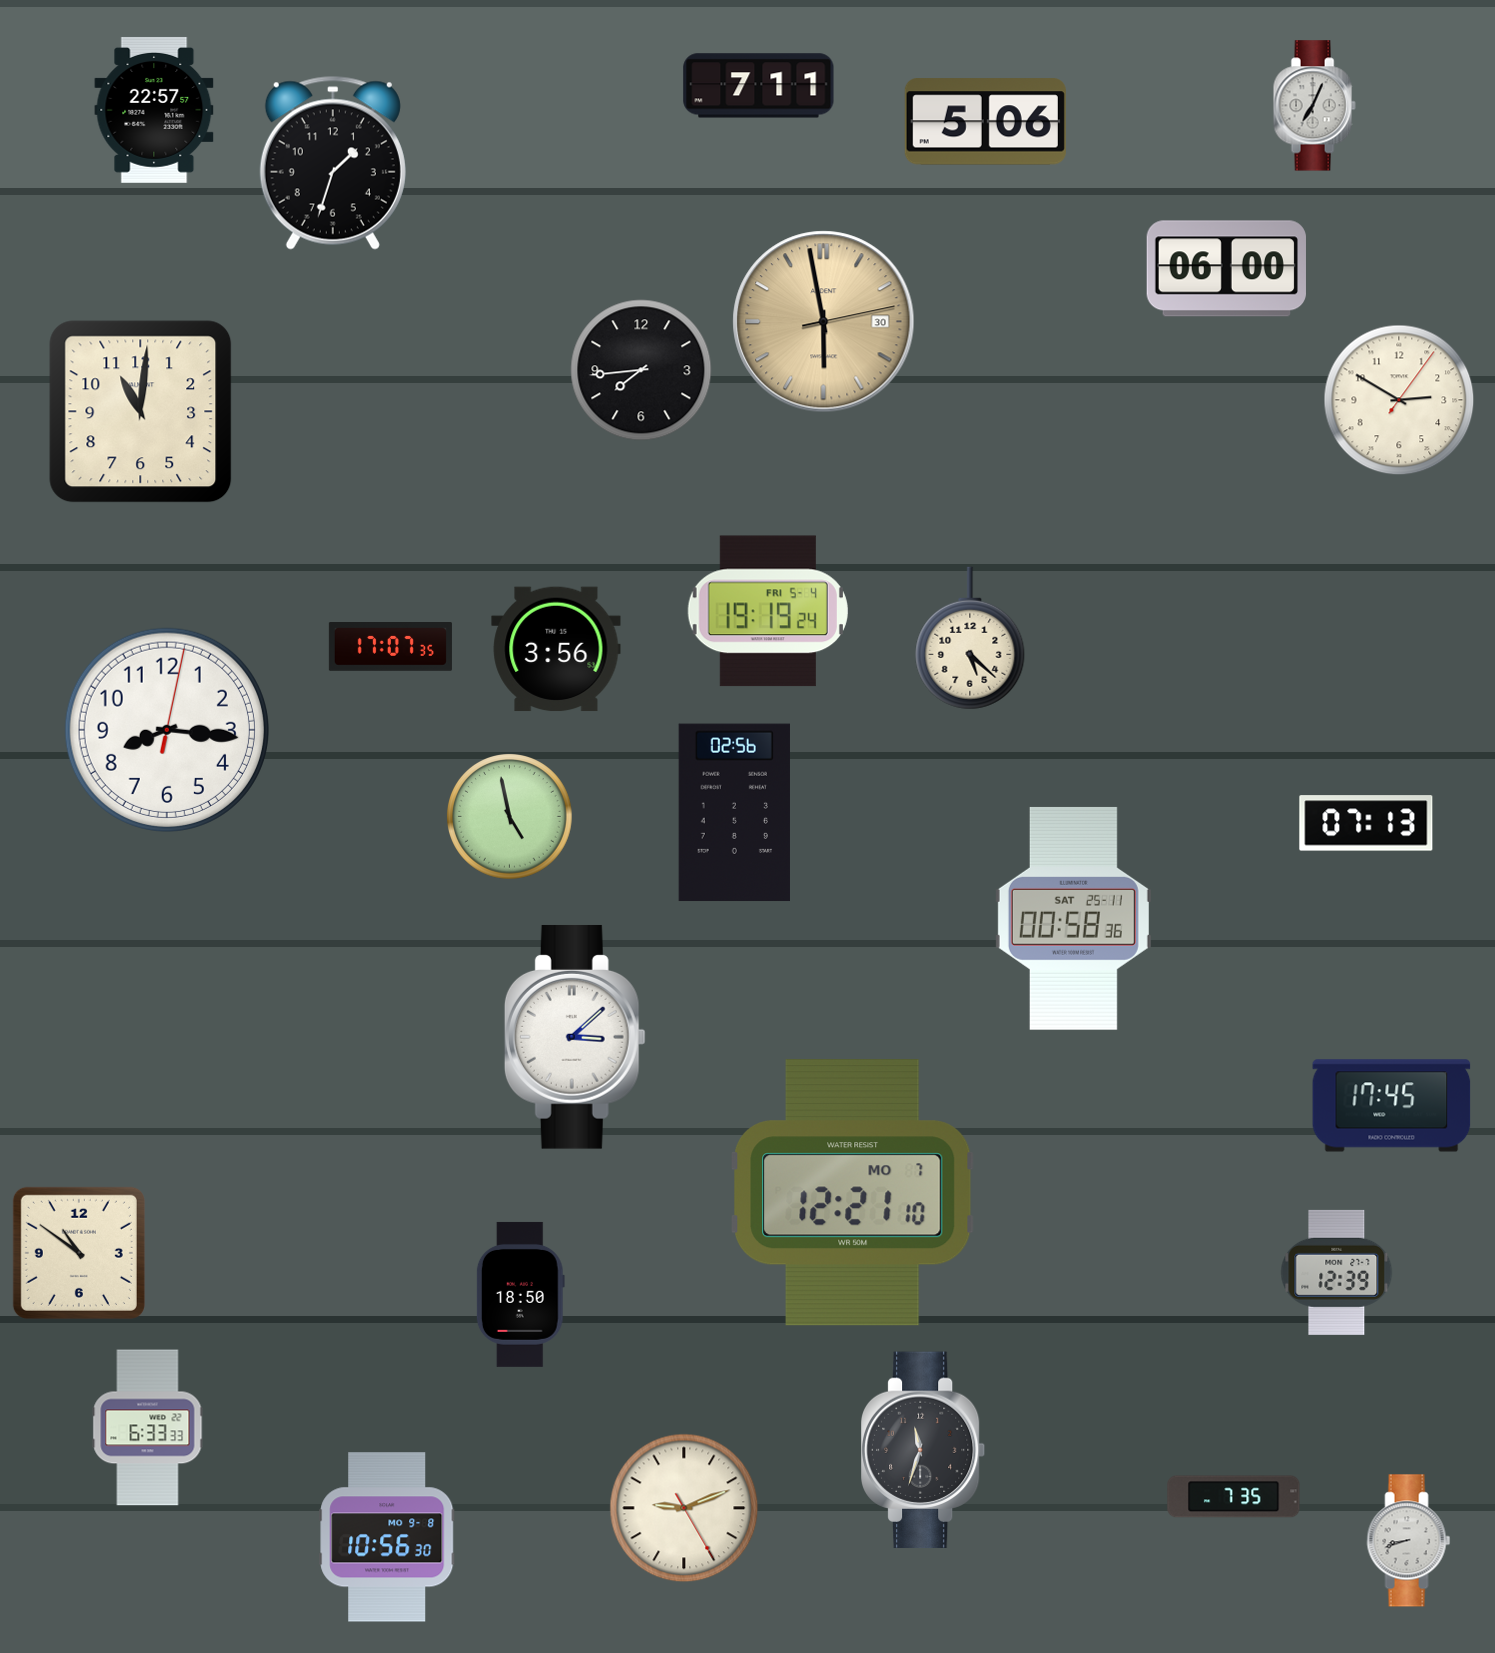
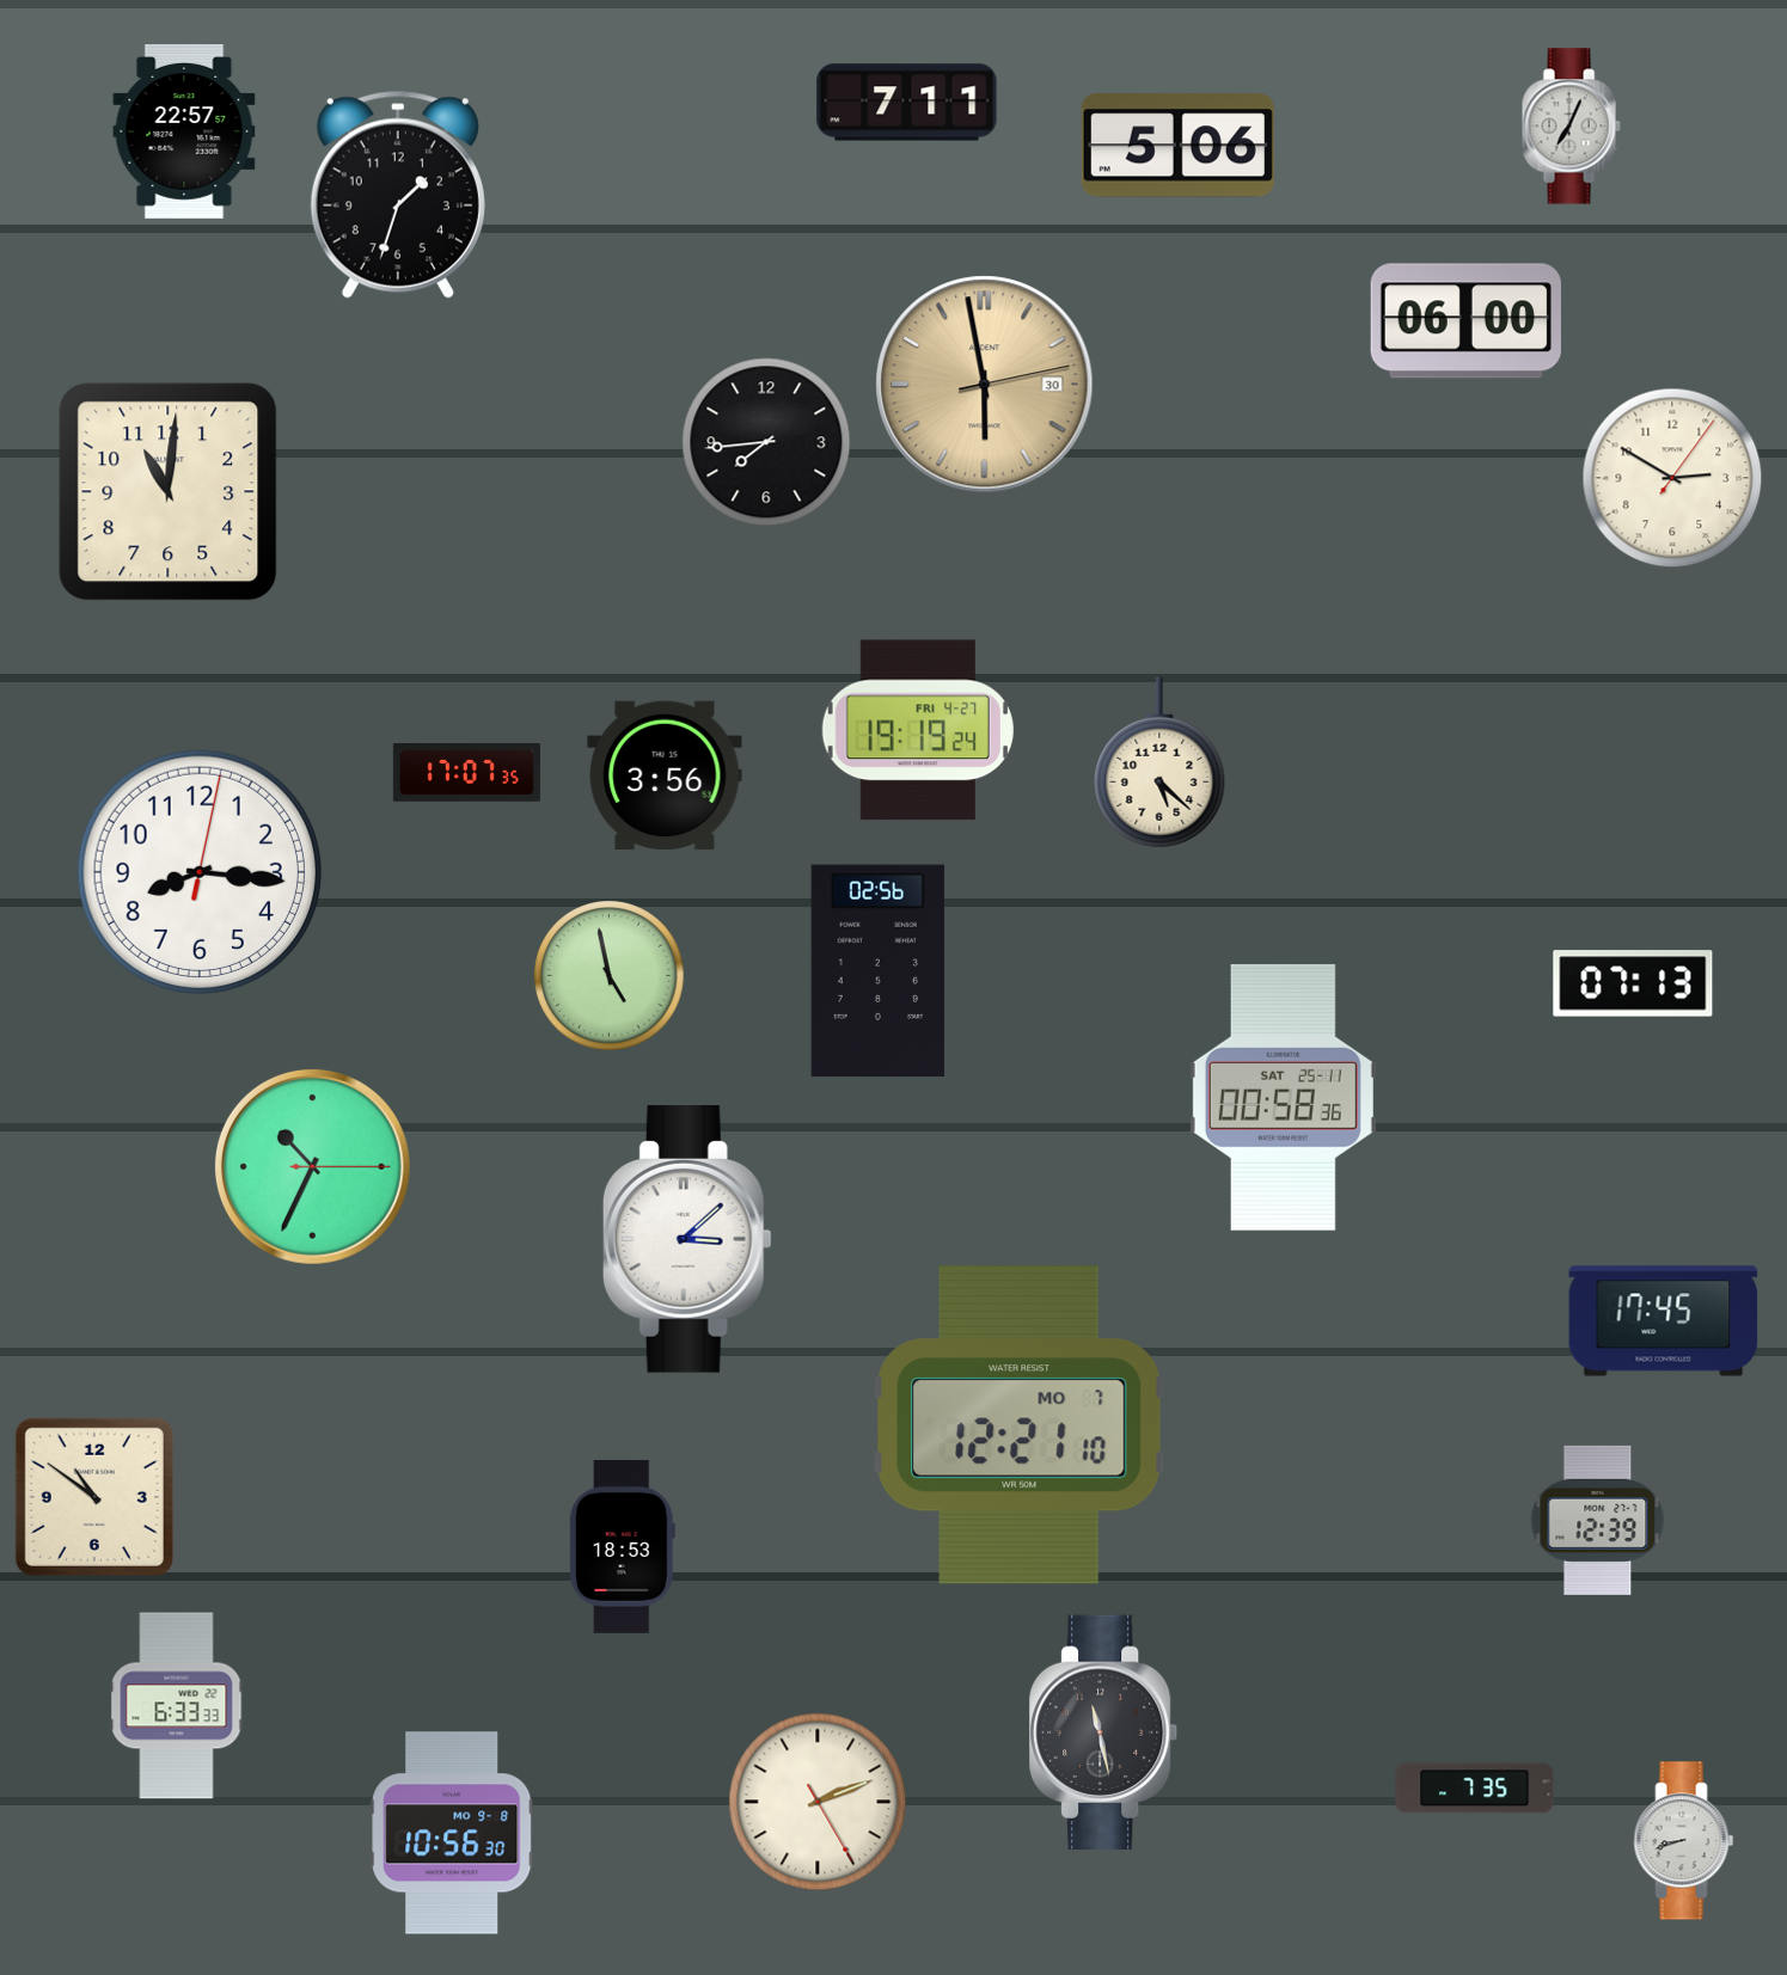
clock at (768, 611) date: FRI 5-4 -> FRI 4-27
clock at (312, 1166): none -> 10:34
clock at (520, 1294): 18:50 -> 18:53
clock at (923, 1450): 11:33 -> 11:28
clock at (684, 1508): 9:11 -> 2:11
clock at (387, 1537) position: (387, 1537) -> (452, 1833)
